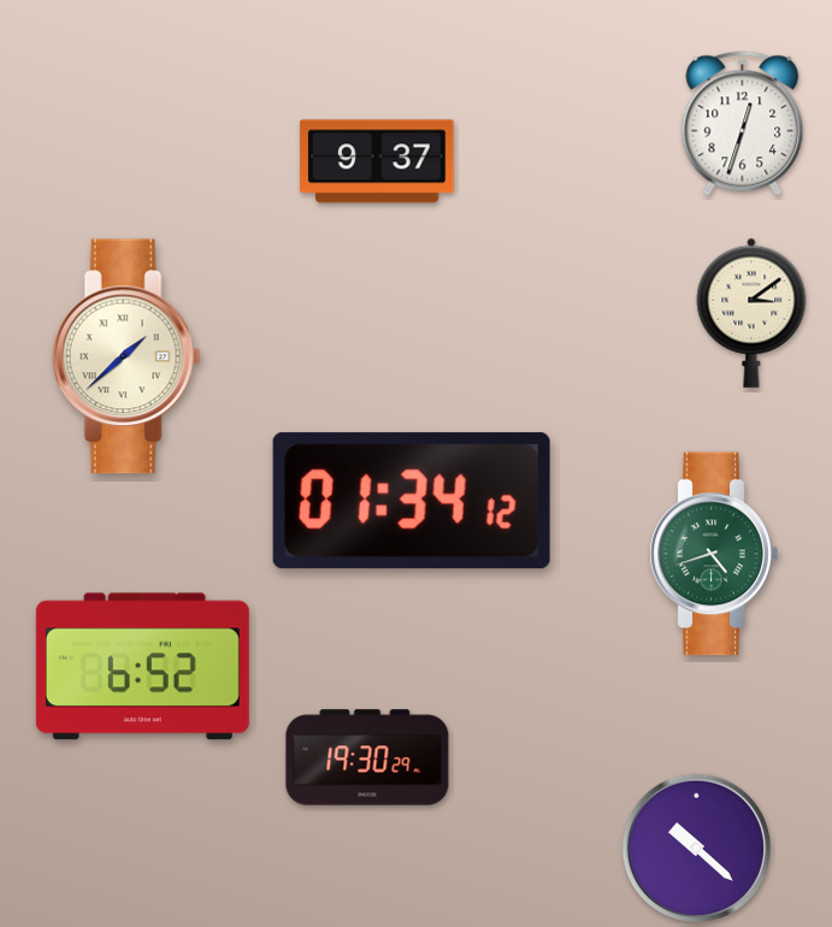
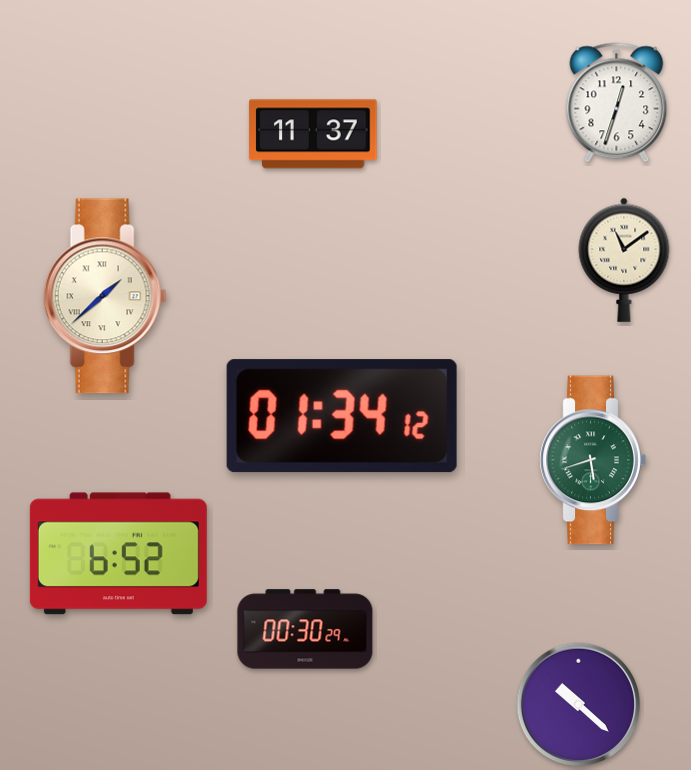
clock at (377, 161): 9:37 -> 11:37
clock at (751, 313): 3:09 -> 11:09
clock at (714, 554): 4:42 -> 5:42
clock at (367, 757): 19:30 -> 00:30
